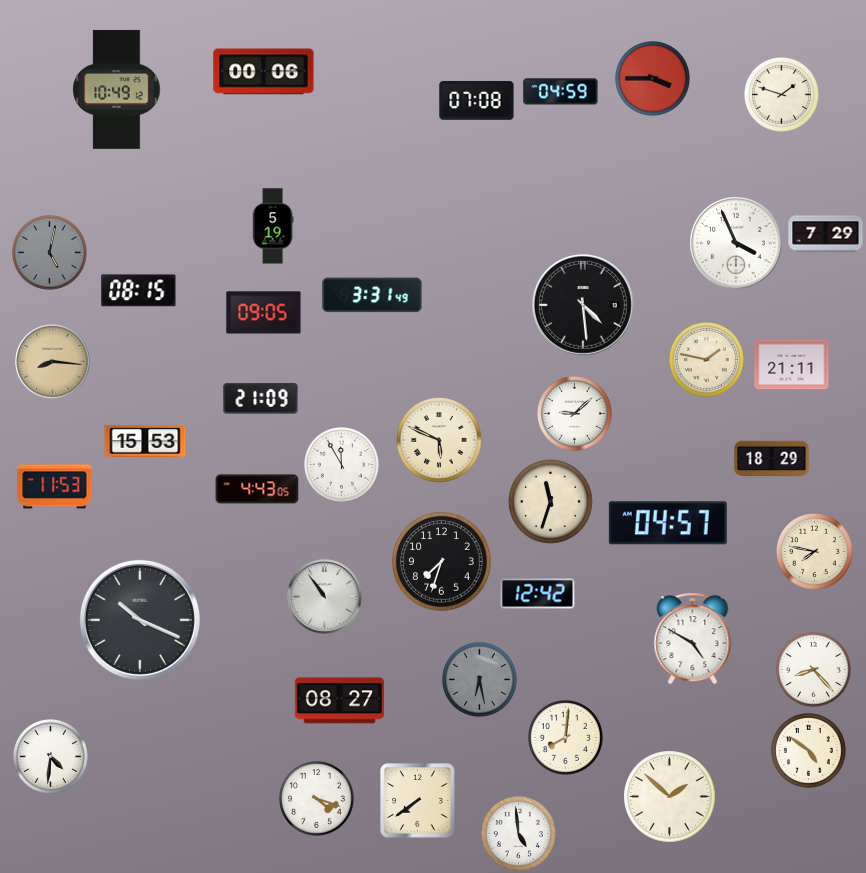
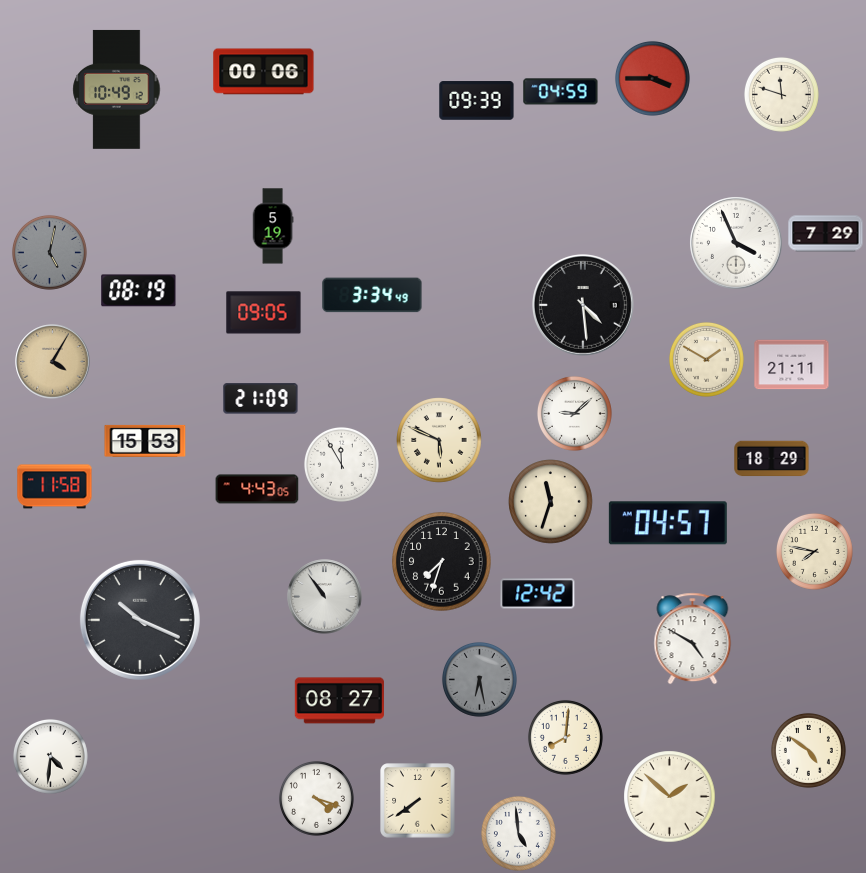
clock at (781, 94): 1:48 -> 11:48
clock at (477, 101): 07:08 -> 09:39
clock at (139, 291): 08:15 -> 08:19
clock at (372, 295): 3:31 -> 3:34
clock at (706, 359): 1:47 -> 1:50
clock at (53, 362): 8:16 -> 4:05
clock at (55, 487): 11:53 -> 11:58
clock at (813, 669): 8:23 -> none
